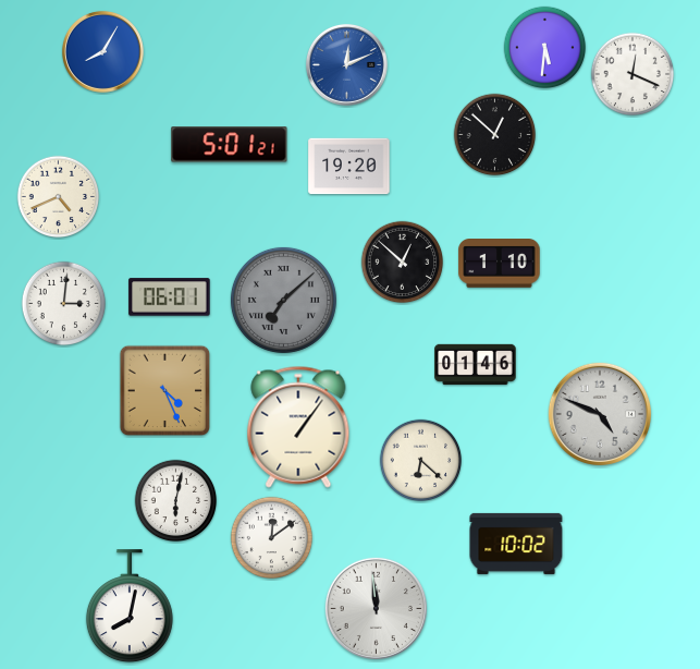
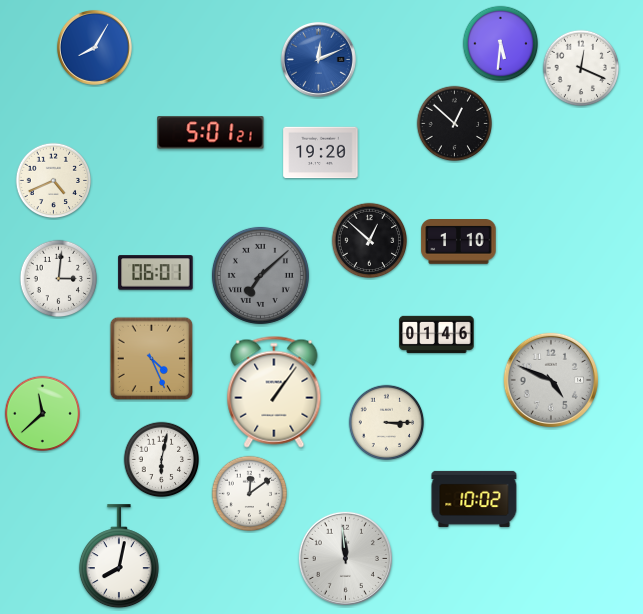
clock at (43, 414): none -> 11:38
clock at (421, 461): 6:22 -> 3:15
